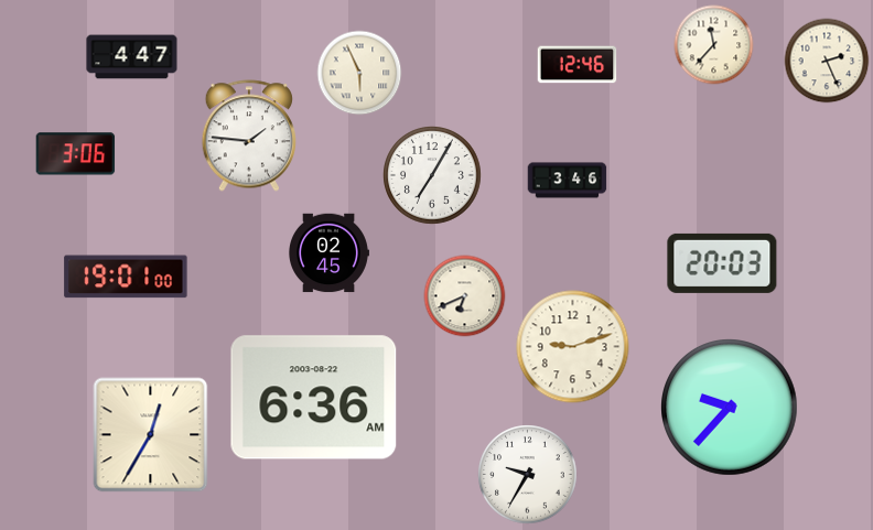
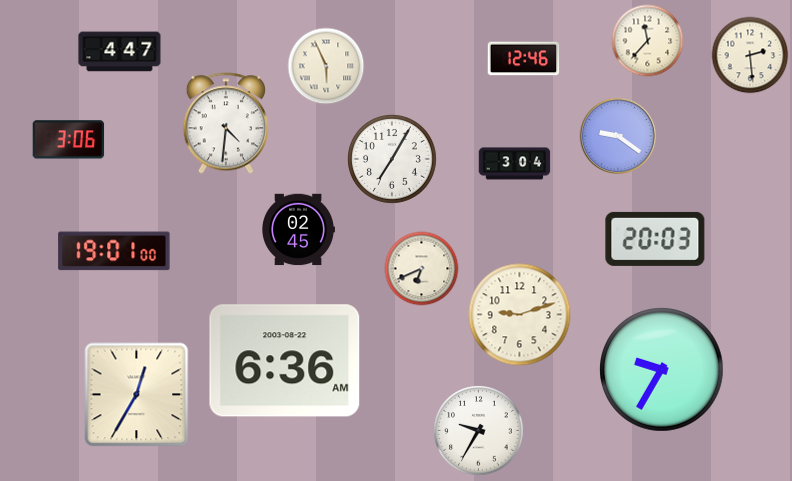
clock at (827, 61): 2:26 -> 2:29
clock at (248, 136): 1:46 -> 4:31
clock at (618, 136): none -> 9:21
clock at (568, 181): 3:46 -> 3:04
clock at (730, 408): 9:37 -> 9:35
